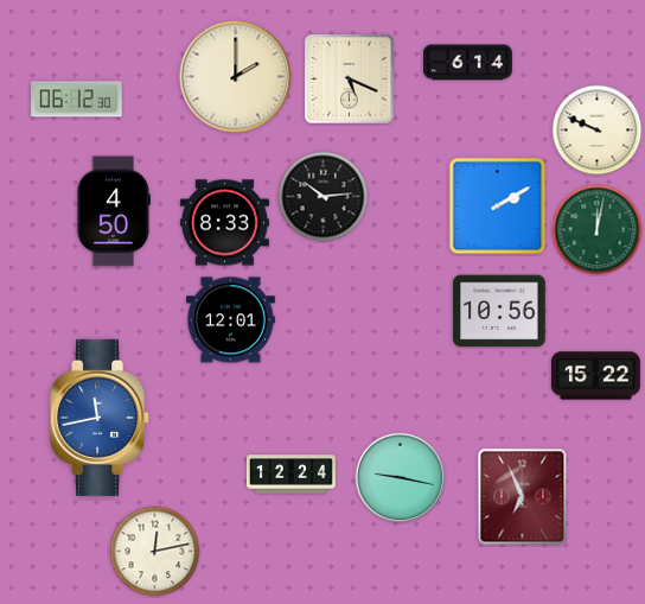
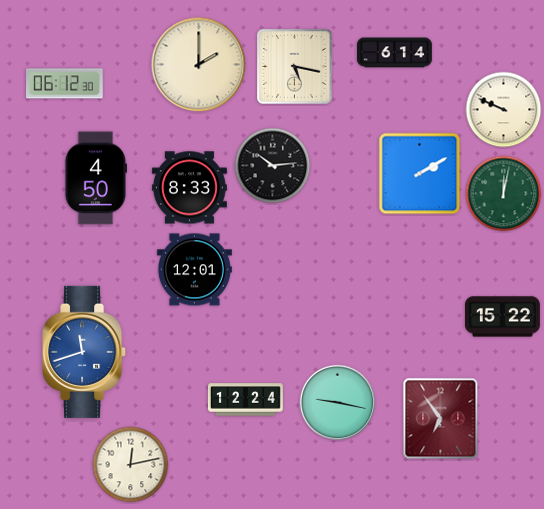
clock at (350, 80): 5:19 -> 5:17
clock at (499, 311): 10:56 -> none
clock at (101, 418): 11:43 -> 11:42
clock at (523, 497): 6:56 -> 6:54
